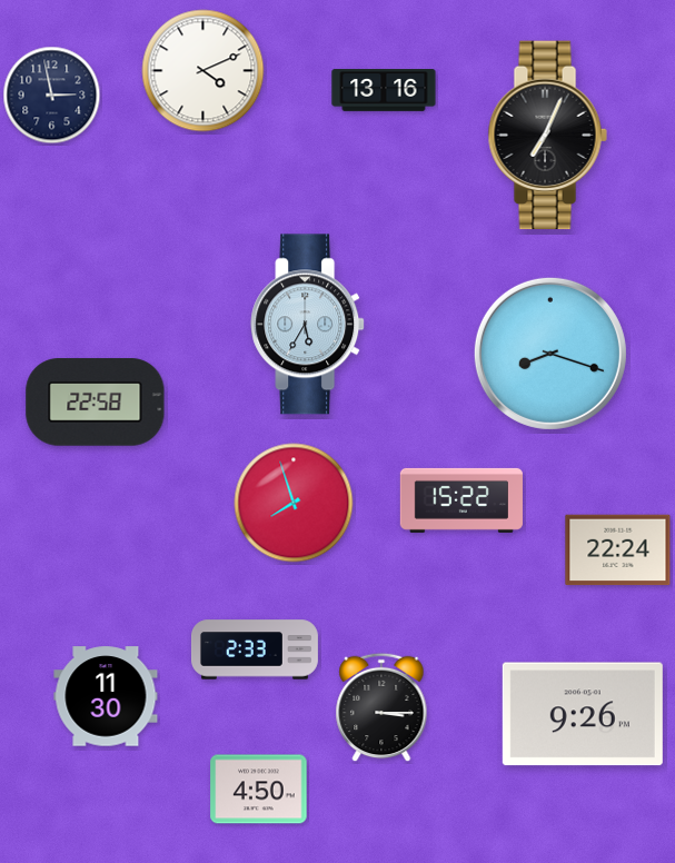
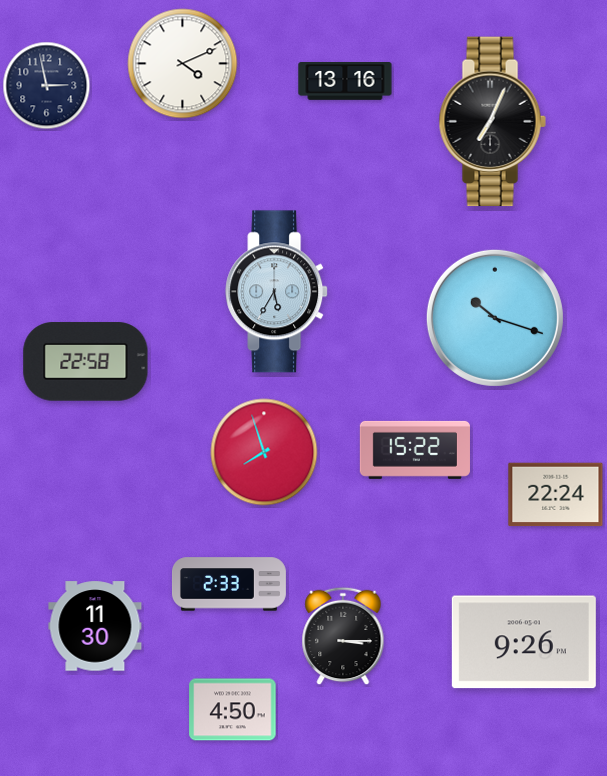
clock at (550, 354): 8:18 -> 10:18
